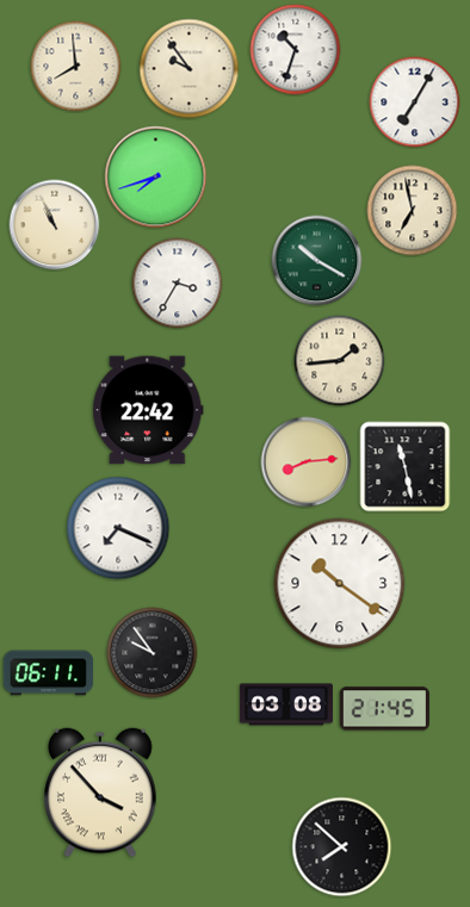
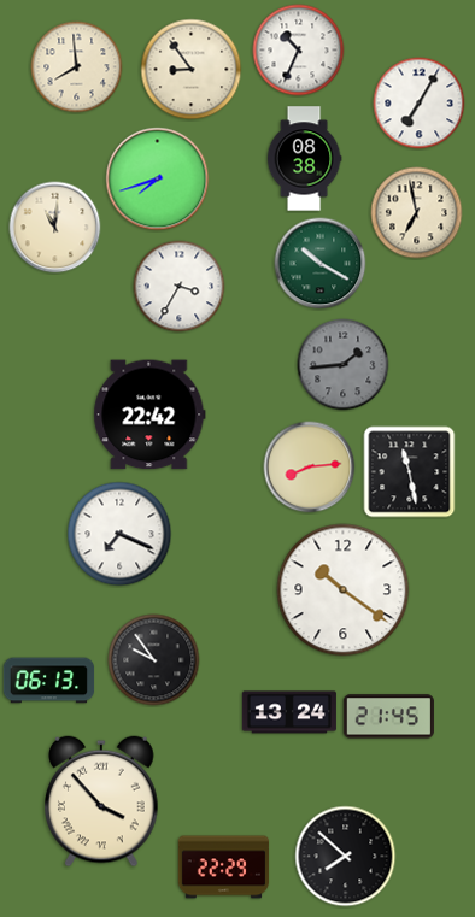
clock at (296, 50): 10:33 -> 10:34
clock at (190, 69): 9:54 -> 8:54
clock at (304, 159): none -> 08:38
clock at (55, 225): 10:56 -> 11:01
clock at (340, 361) dial: cream -> grey
clock at (49, 673): 06:11 -> 06:13
clock at (286, 704): 03:08 -> 13:24
clock at (224, 868): none -> 22:29
